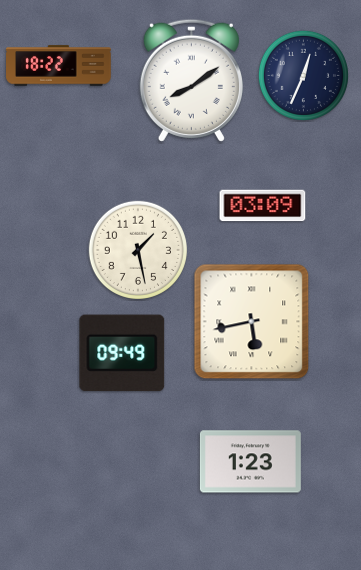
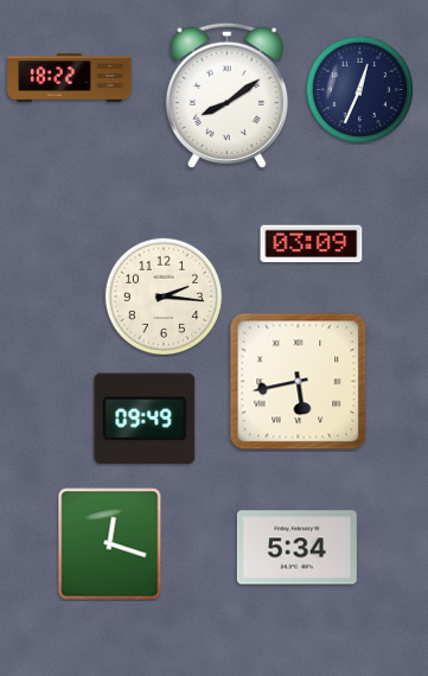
clock at (137, 249): 1:28 -> 2:16
clock at (110, 544): none -> 12:18
clock at (250, 462): 1:23 -> 5:34
